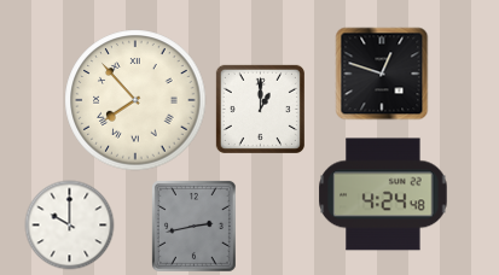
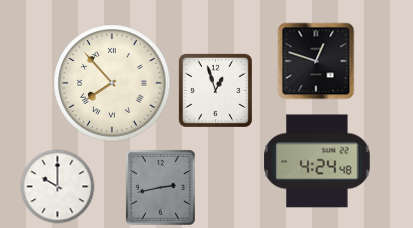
clock at (260, 109): 1:00 -> 12:57
